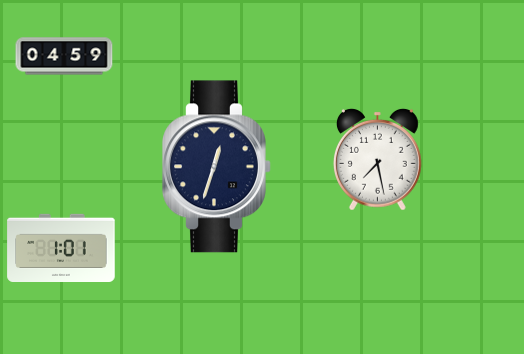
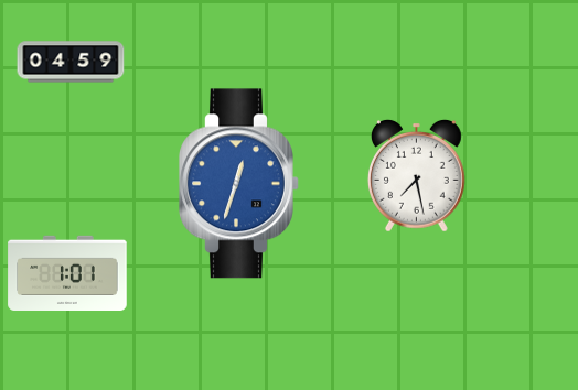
clock at (217, 167) dial: navy -> blue
